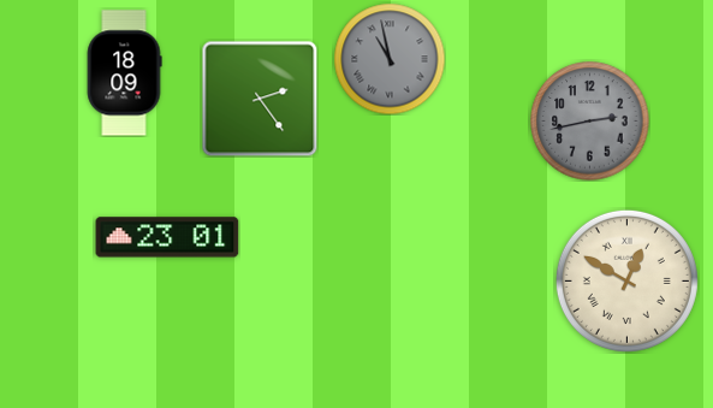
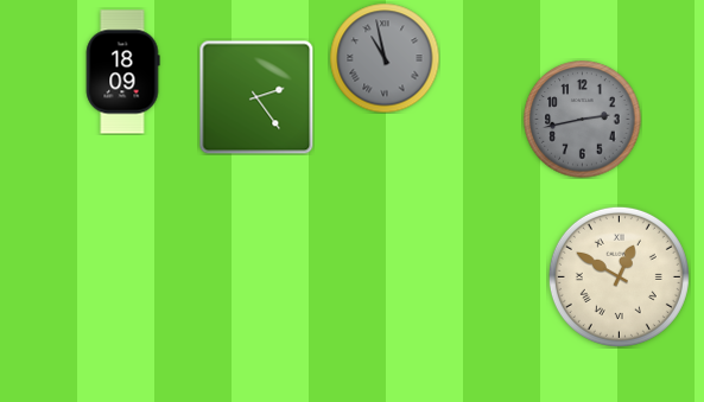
clock at (167, 237): 23:01 -> none
